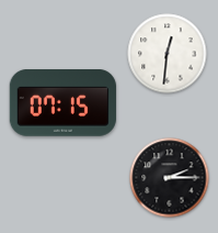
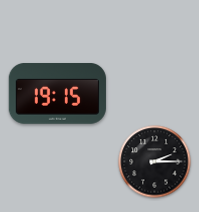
clock at (168, 54): 12:31 -> none
clock at (62, 103): 07:15 -> 19:15
